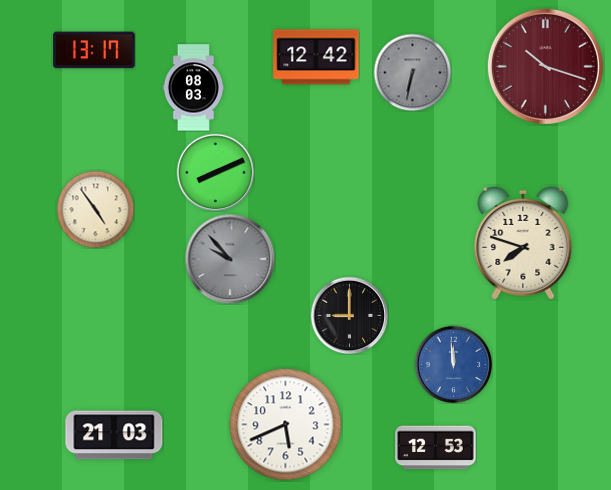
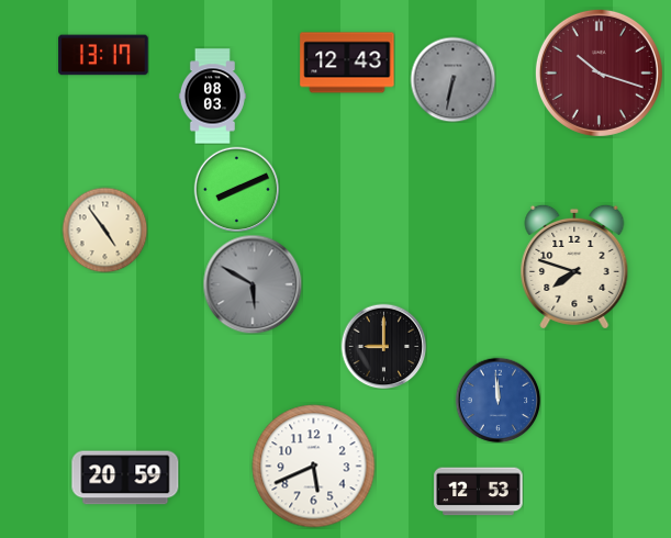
clock at (316, 57): 12:42 -> 12:43
clock at (230, 259): 9:53 -> 5:50
clock at (114, 435): 21:03 -> 20:59
